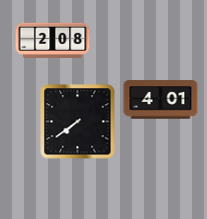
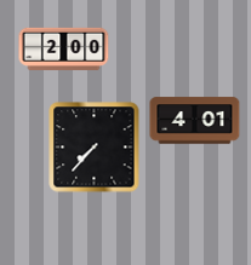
clock at (53, 40): 2:08 -> 2:00
clock at (78, 122): 7:39 -> 7:37
